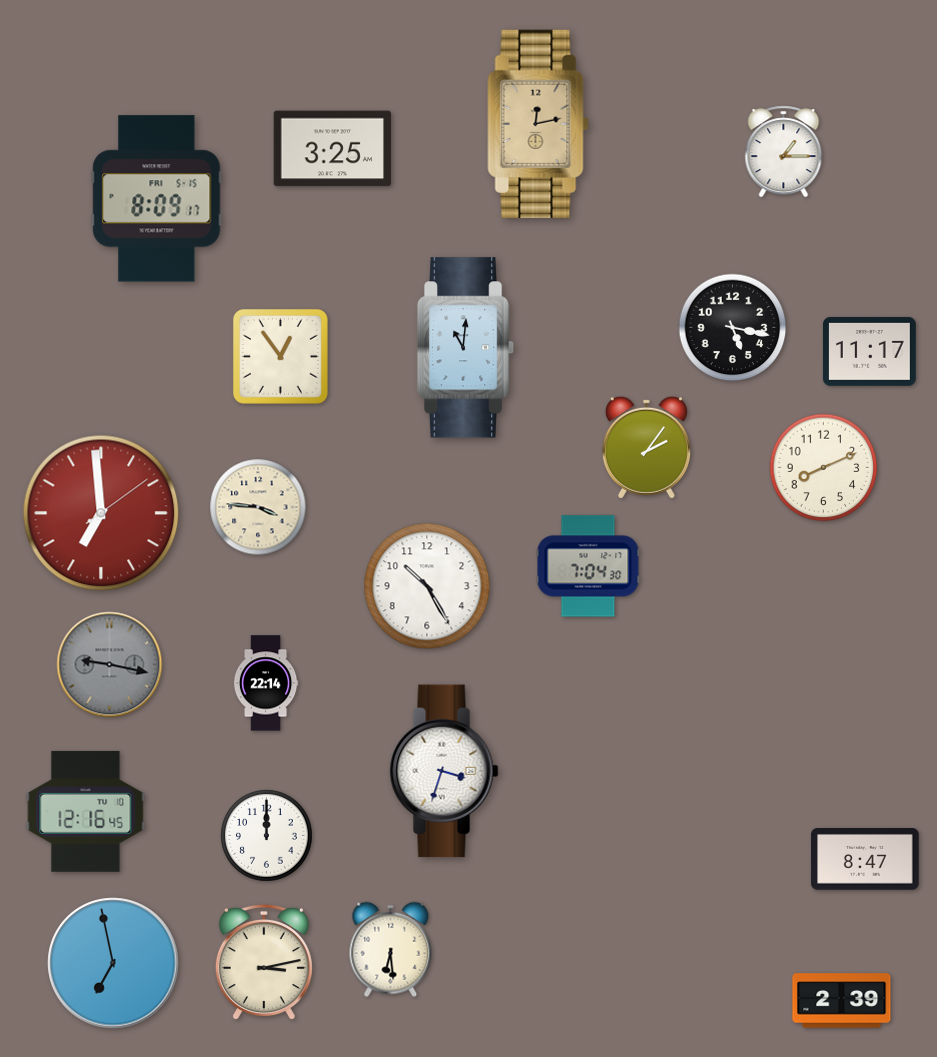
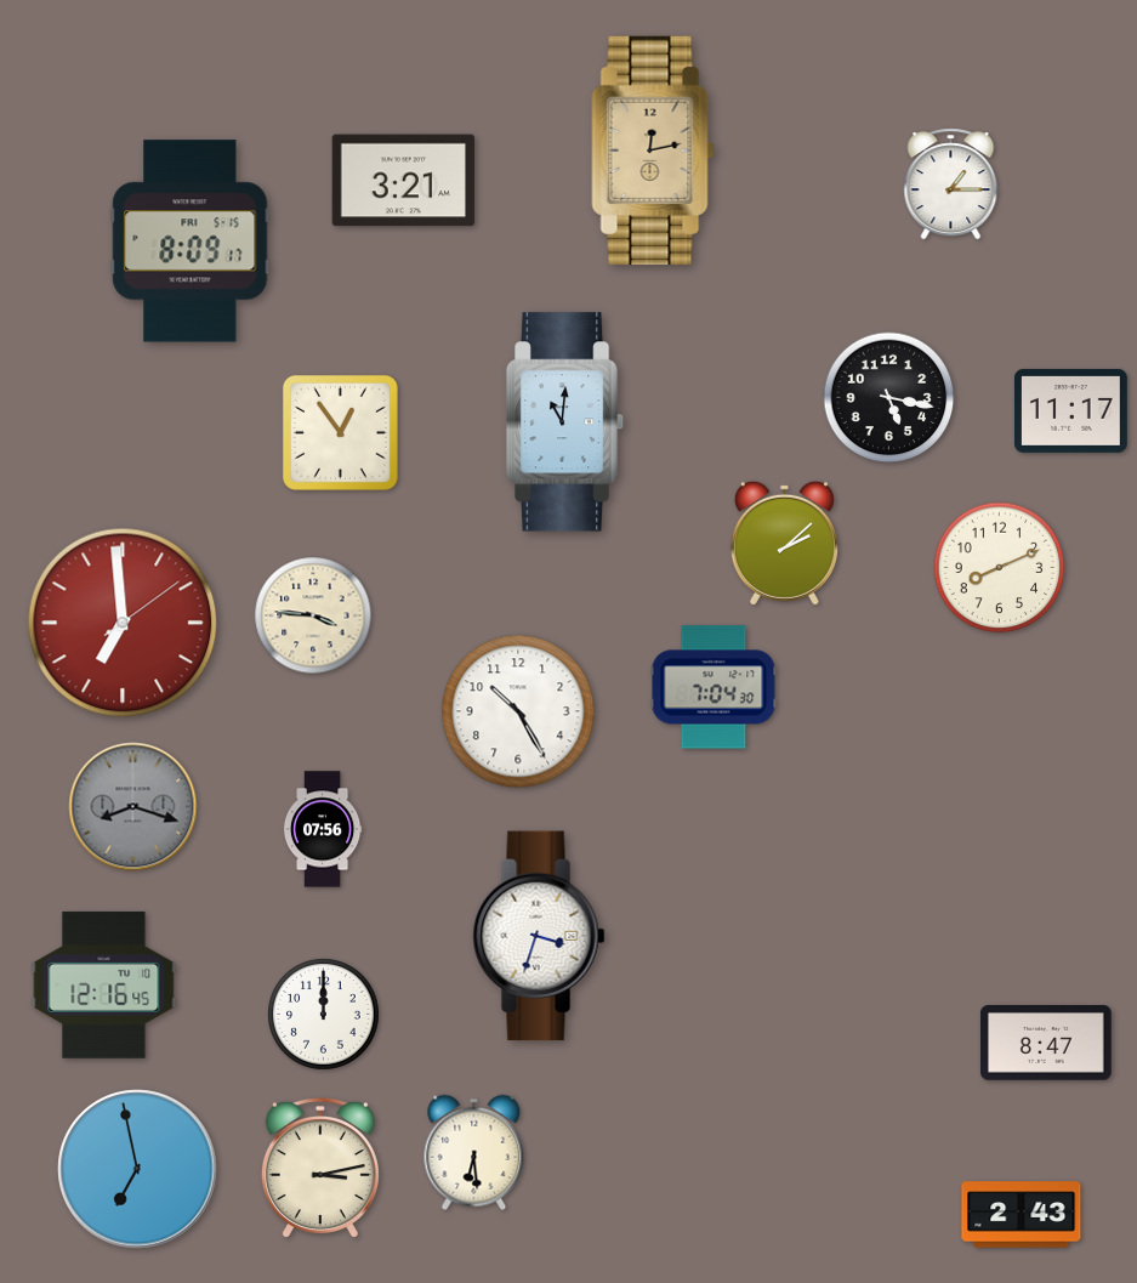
clock at (333, 149): 3:25 -> 3:21
clock at (869, 351) position: (869, 351) -> (1070, 410)
clock at (646, 447): 2:06 -> 2:08
clock at (110, 665): 9:17 -> 8:18
clock at (266, 683): 22:14 -> 07:56
clock at (865, 860) position: (865, 860) -> (1046, 1044)
clock at (842, 1001): 2:39 -> 2:43
